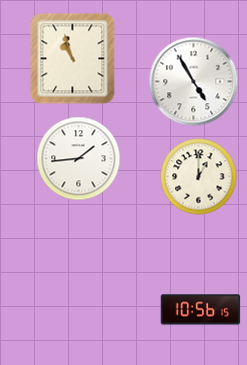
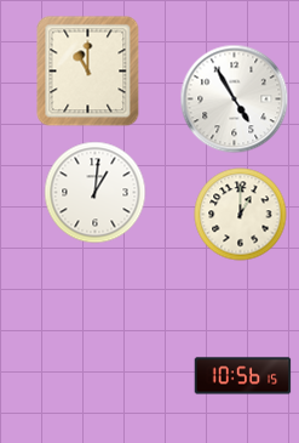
clock at (73, 59): 10:57 -> 11:00
clock at (79, 159): 1:44 -> 1:01
